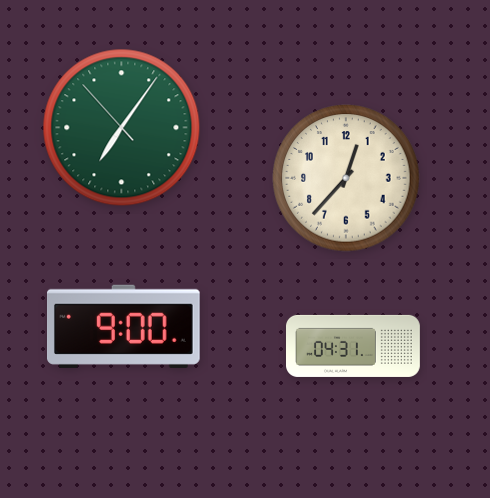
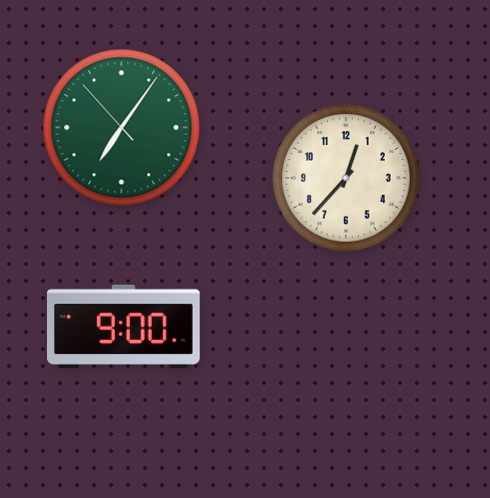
clock at (354, 346): 04:31 -> none
